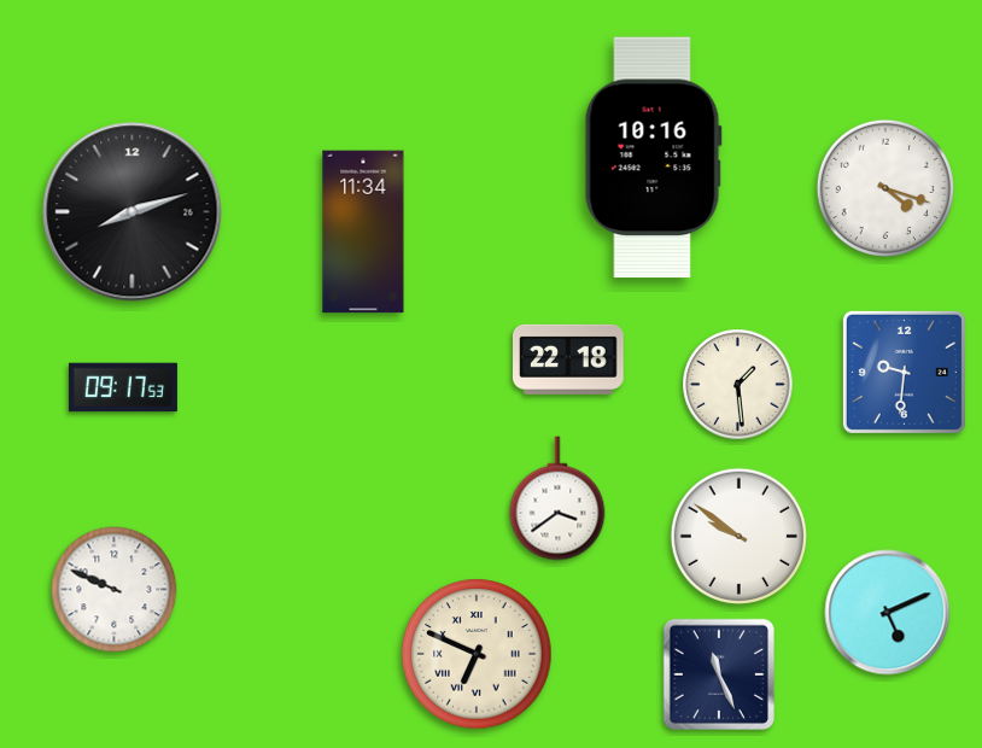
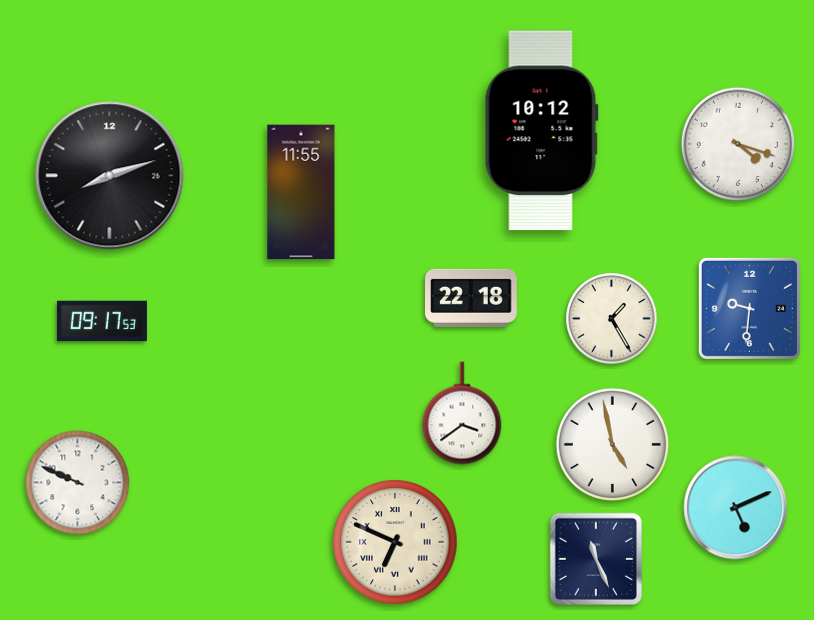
clock at (653, 158): 10:16 -> 10:12
clock at (885, 188) position: (885, 188) -> (738, 144)
clock at (363, 232): 11:34 -> 11:55
clock at (738, 385): 1:29 -> 1:25
clock at (738, 536): 9:51 -> 4:58
clock at (115, 590) position: (115, 590) -> (78, 483)
